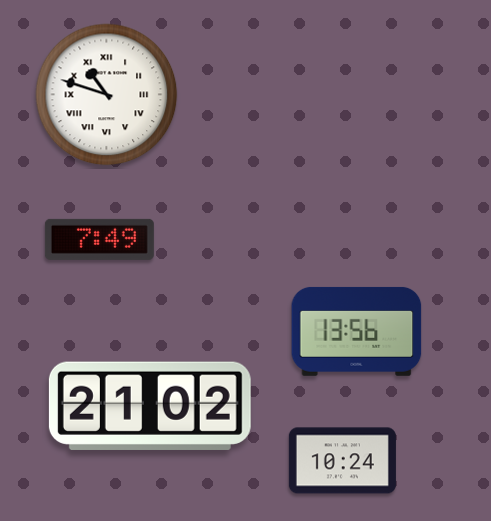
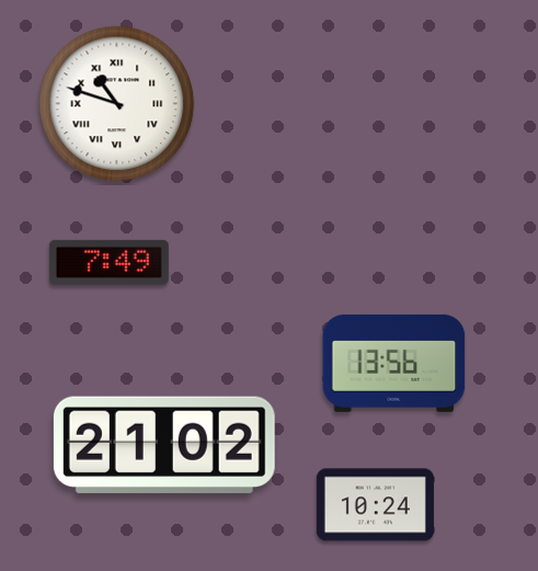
clock at (357, 331) position: (357, 331) -> (394, 363)
